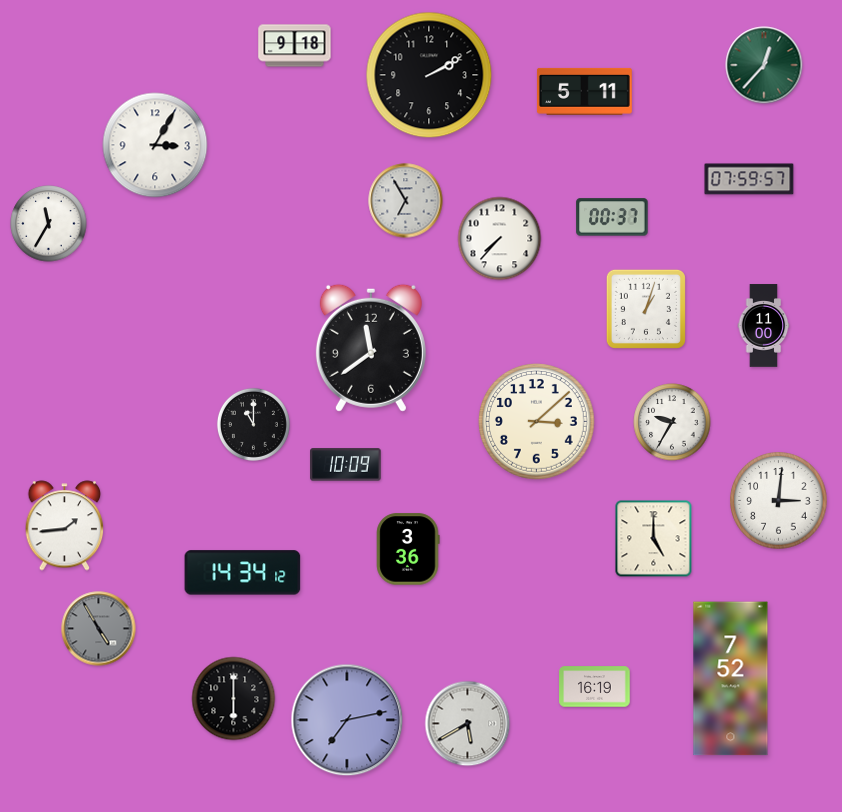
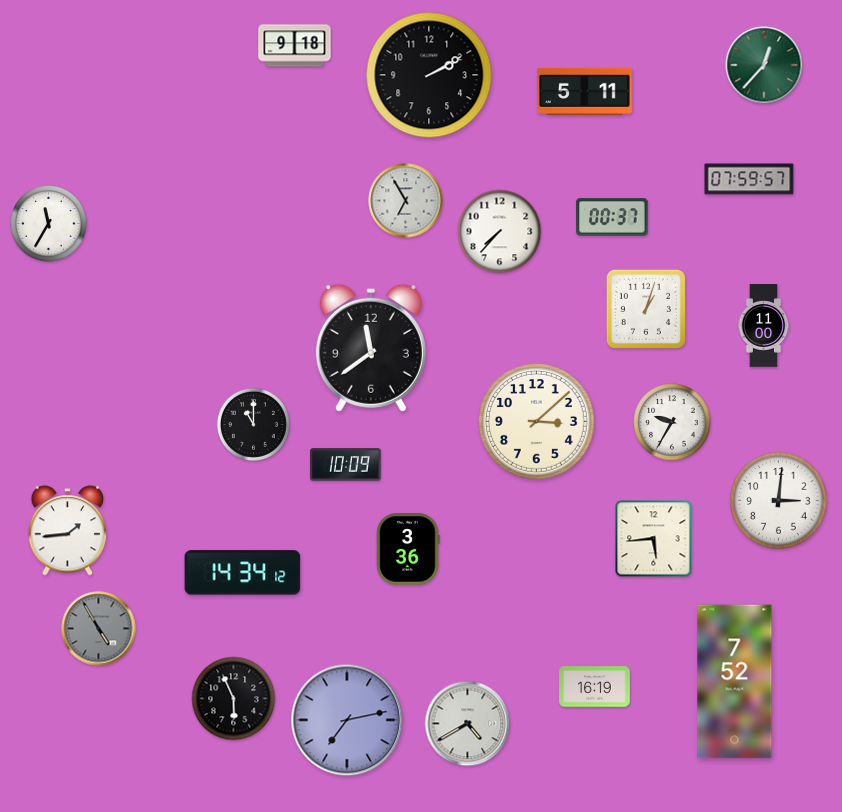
clock at (155, 145): 3:05 -> none
clock at (500, 239) position: (500, 239) -> (500, 232)
clock at (65, 526) position: (65, 526) -> (68, 531)
clock at (654, 539): 5:00 -> 5:44
clock at (731, 679) position: (731, 679) -> (735, 682)
clock at (234, 699): 6:00 -> 5:56
clock at (468, 724): 5:40 -> 4:40
